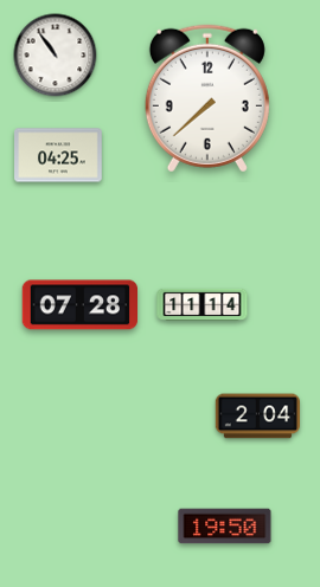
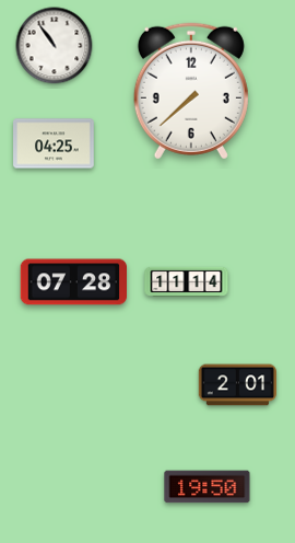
clock at (56, 56) position: (56, 56) -> (55, 46)
clock at (257, 417): 2:04 -> 2:01
